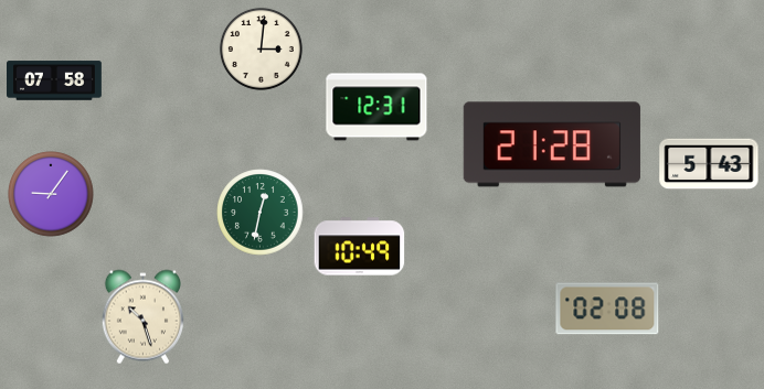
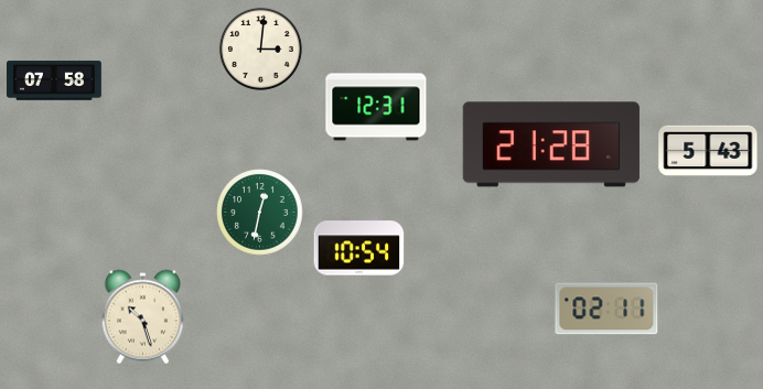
clock at (709, 164) position: (709, 164) -> (708, 151)
clock at (51, 194): 9:06 -> none
clock at (360, 247): 10:49 -> 10:54
clock at (607, 309): 02:08 -> 02:11
